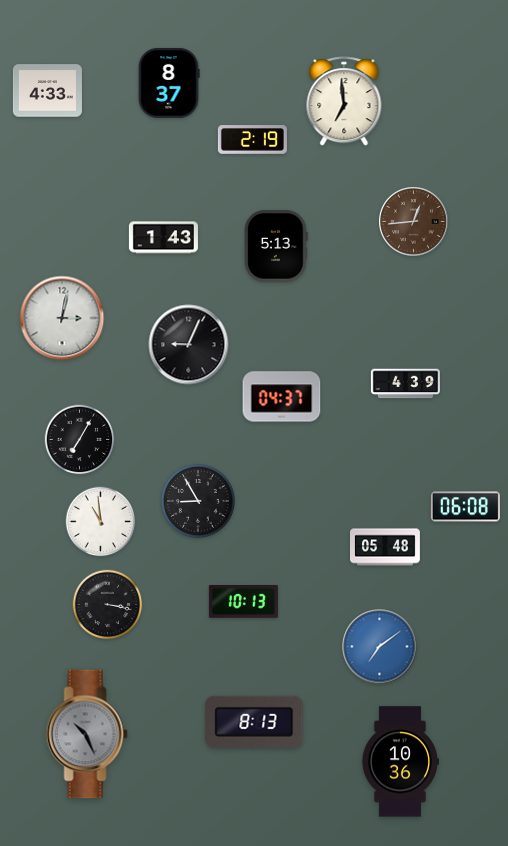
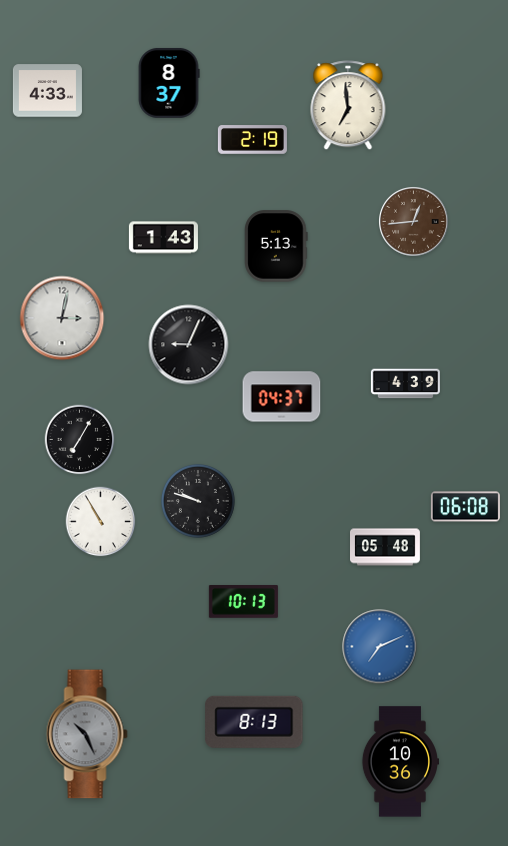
clock at (344, 102) position: (344, 102) -> (348, 106)
clock at (198, 501): 8:55 -> 9:48
clock at (101, 522): 10:59 -> 10:55
clock at (108, 605): 3:17 -> none
clock at (380, 647): 7:09 -> 7:11
